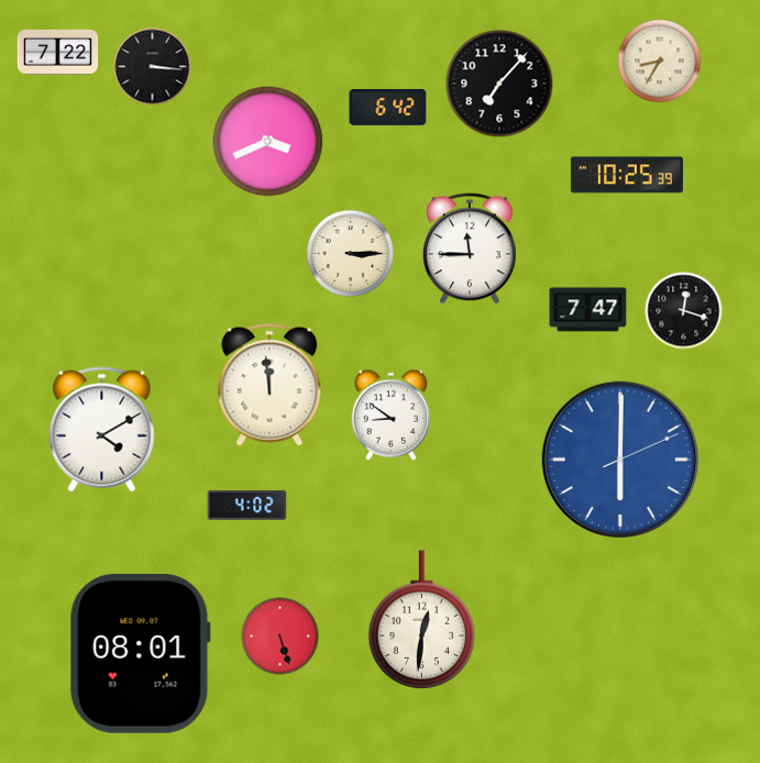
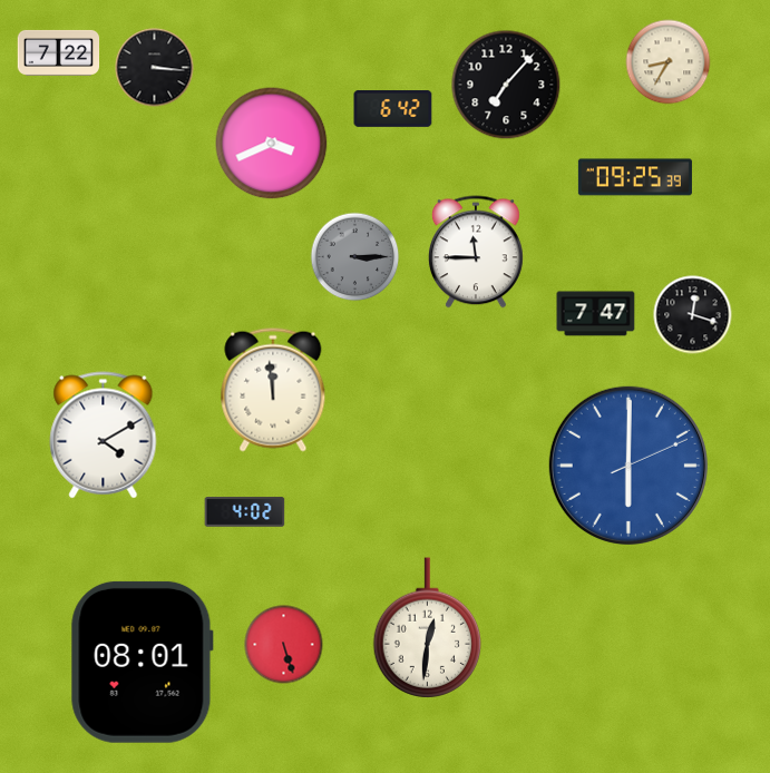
clock at (627, 175): 10:25 -> 09:25
clock at (351, 254) dial: cream -> grey
clock at (392, 414): 8:51 -> none
clock at (247, 506) position: (247, 506) -> (245, 512)
